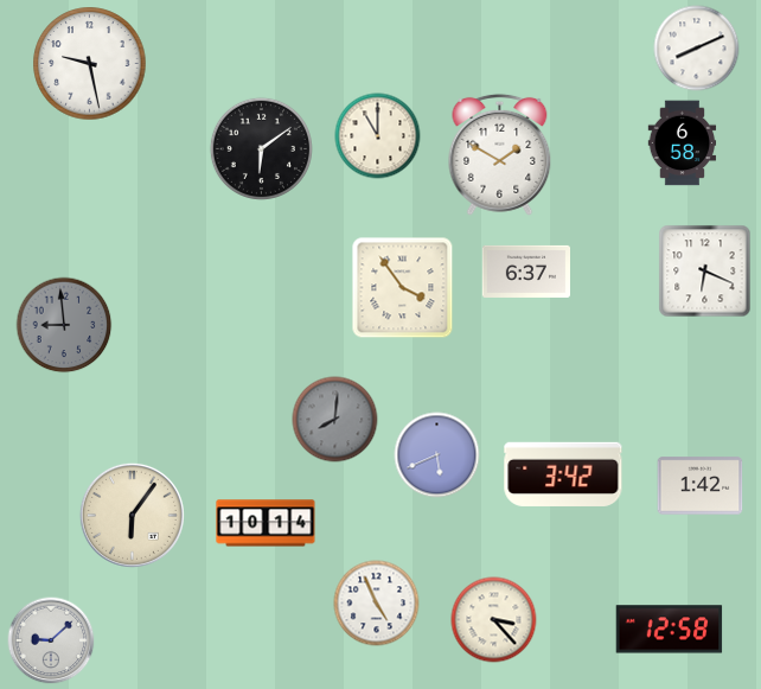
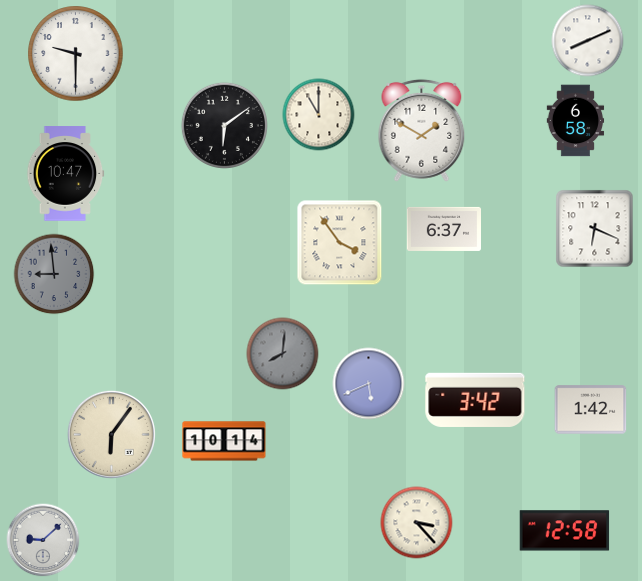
clock at (90, 64): 9:28 -> 9:30
clock at (261, 148) position: (261, 148) -> (224, 125)
clock at (66, 174): none -> 10:47
clock at (377, 604): 4:56 -> none
